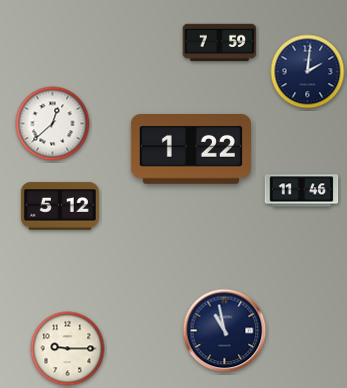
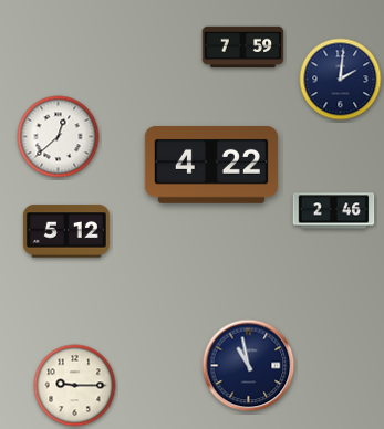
clock at (191, 150): 1:22 -> 4:22
clock at (302, 191): 11:46 -> 2:46
clock at (60, 206) position: (60, 206) -> (66, 231)
